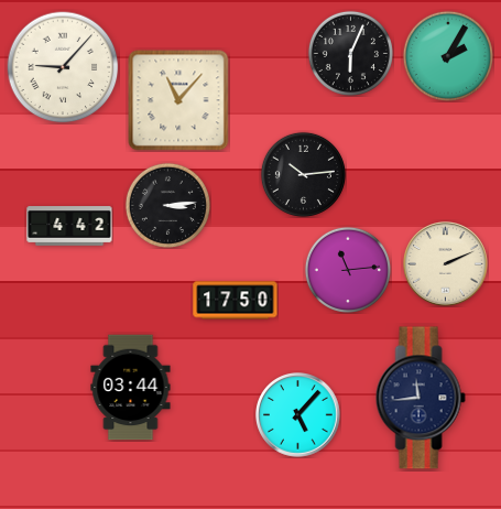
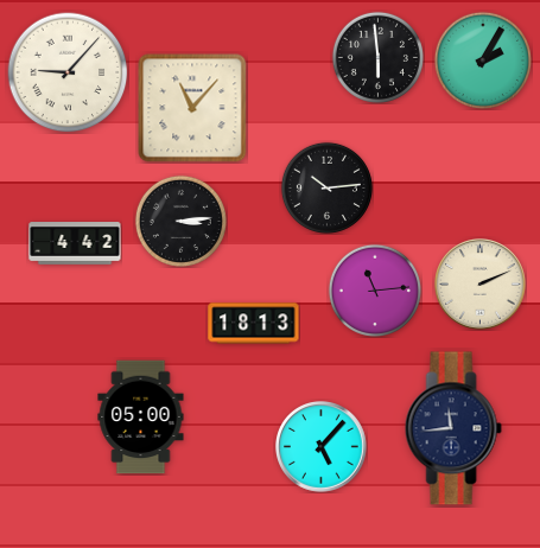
clock at (350, 53): 6:04 -> 5:59
clock at (236, 301): 17:50 -> 18:13
clock at (131, 388): 03:44 -> 05:00
